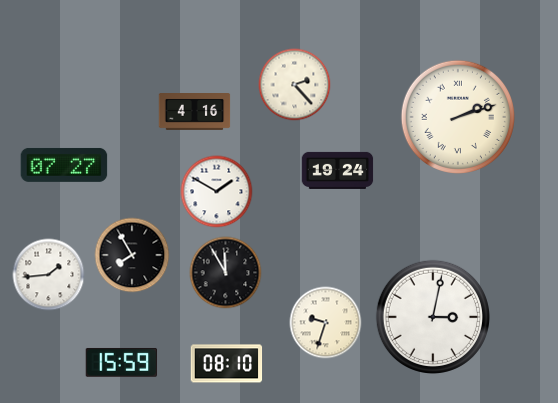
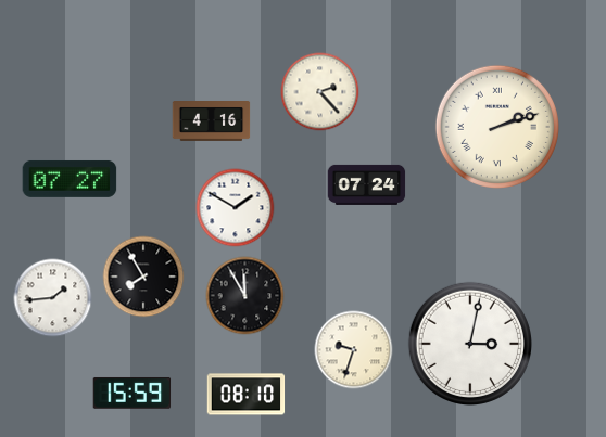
clock at (338, 170): 19:24 -> 07:24
